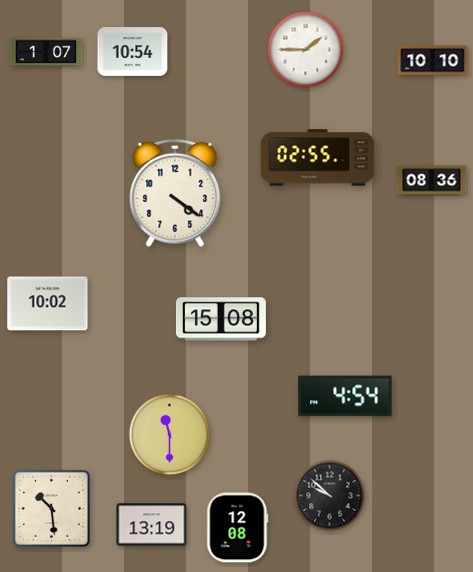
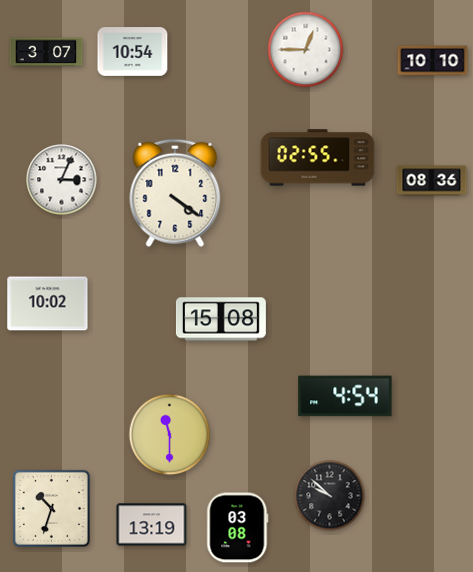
clock at (306, 50): 1:45 -> 12:45
clock at (46, 52): 1:07 -> 3:07
clock at (62, 180): none -> 3:04
clock at (51, 508): 10:29 -> 10:33
clock at (238, 528): 12:08 -> 03:08
